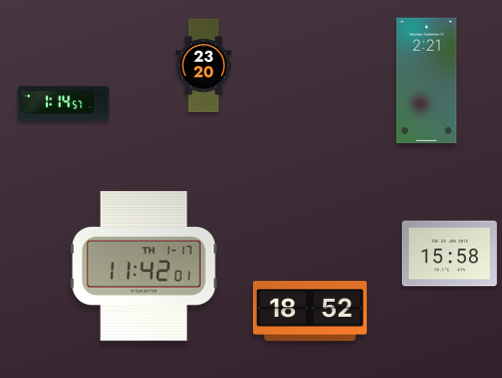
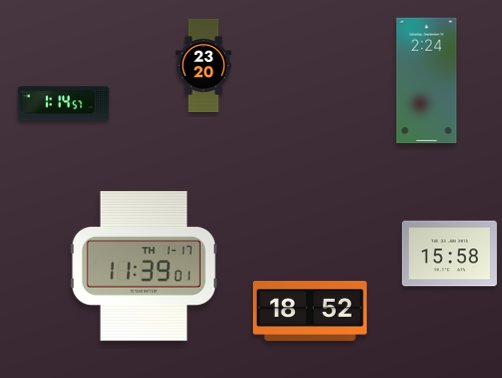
clock at (427, 81): 2:21 -> 2:24
clock at (144, 266): 11:42 -> 11:39
